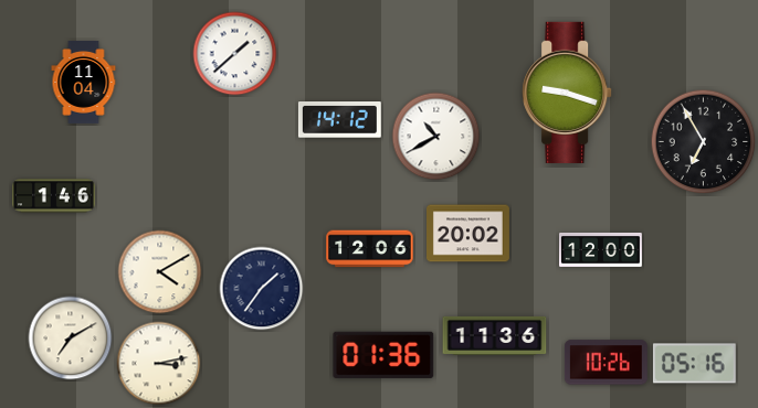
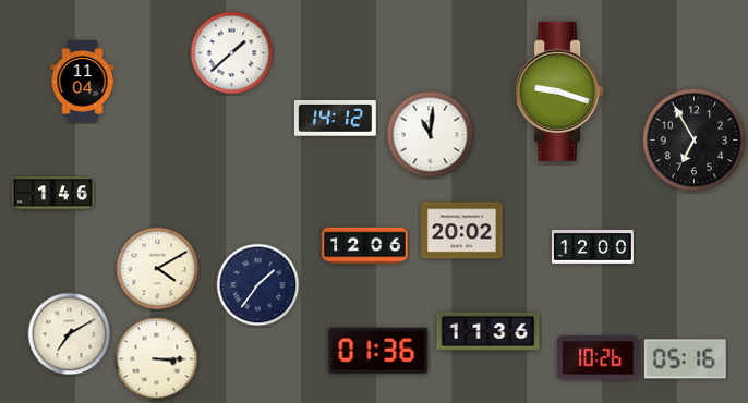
clock at (436, 137): 10:40 -> 11:01
clock at (159, 364): 3:13 -> 3:15
